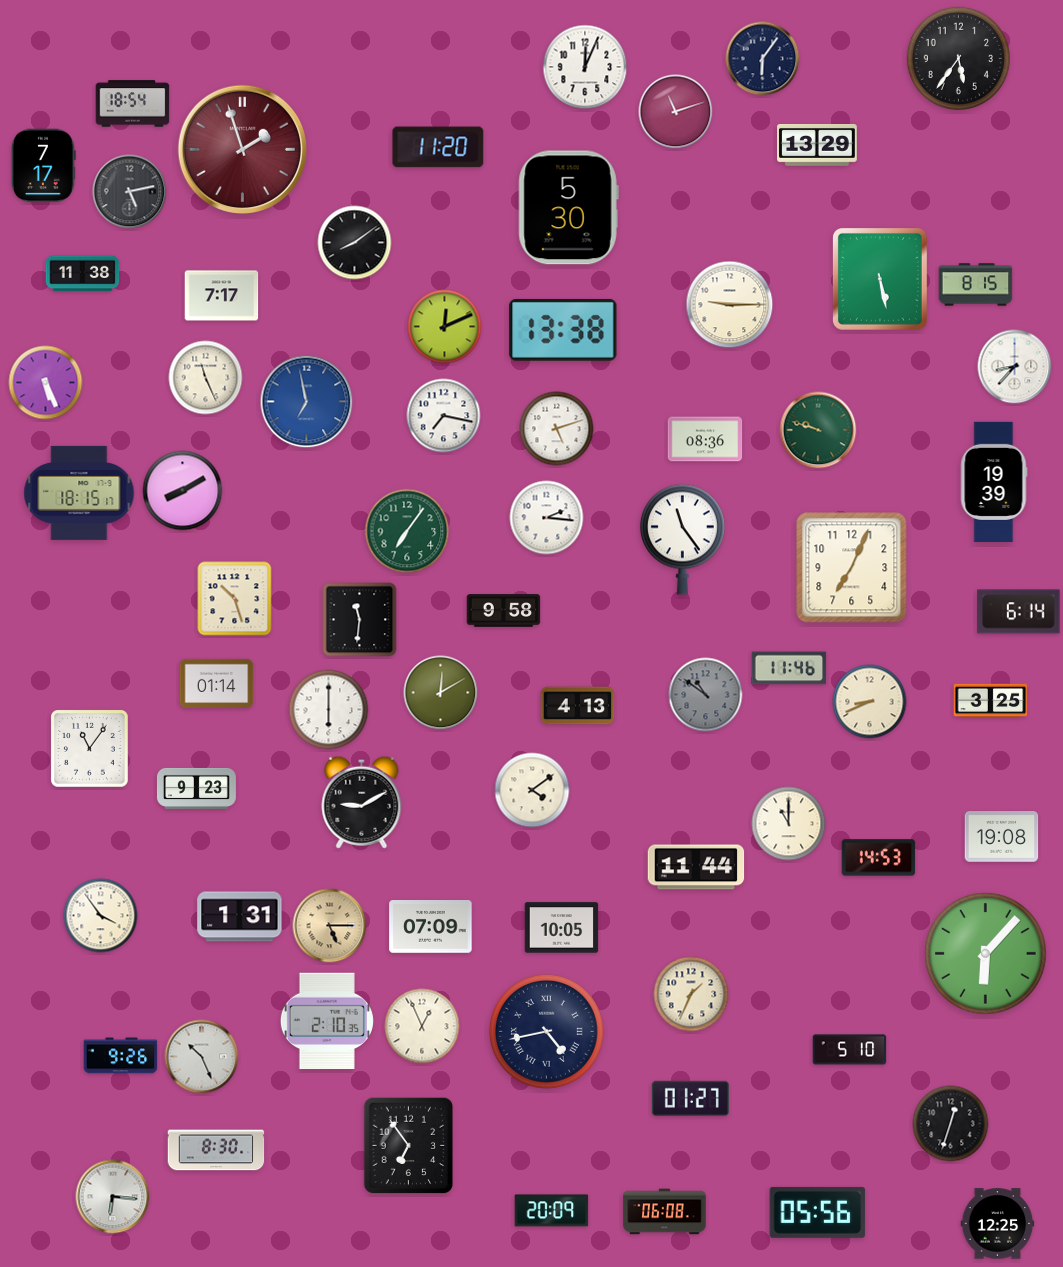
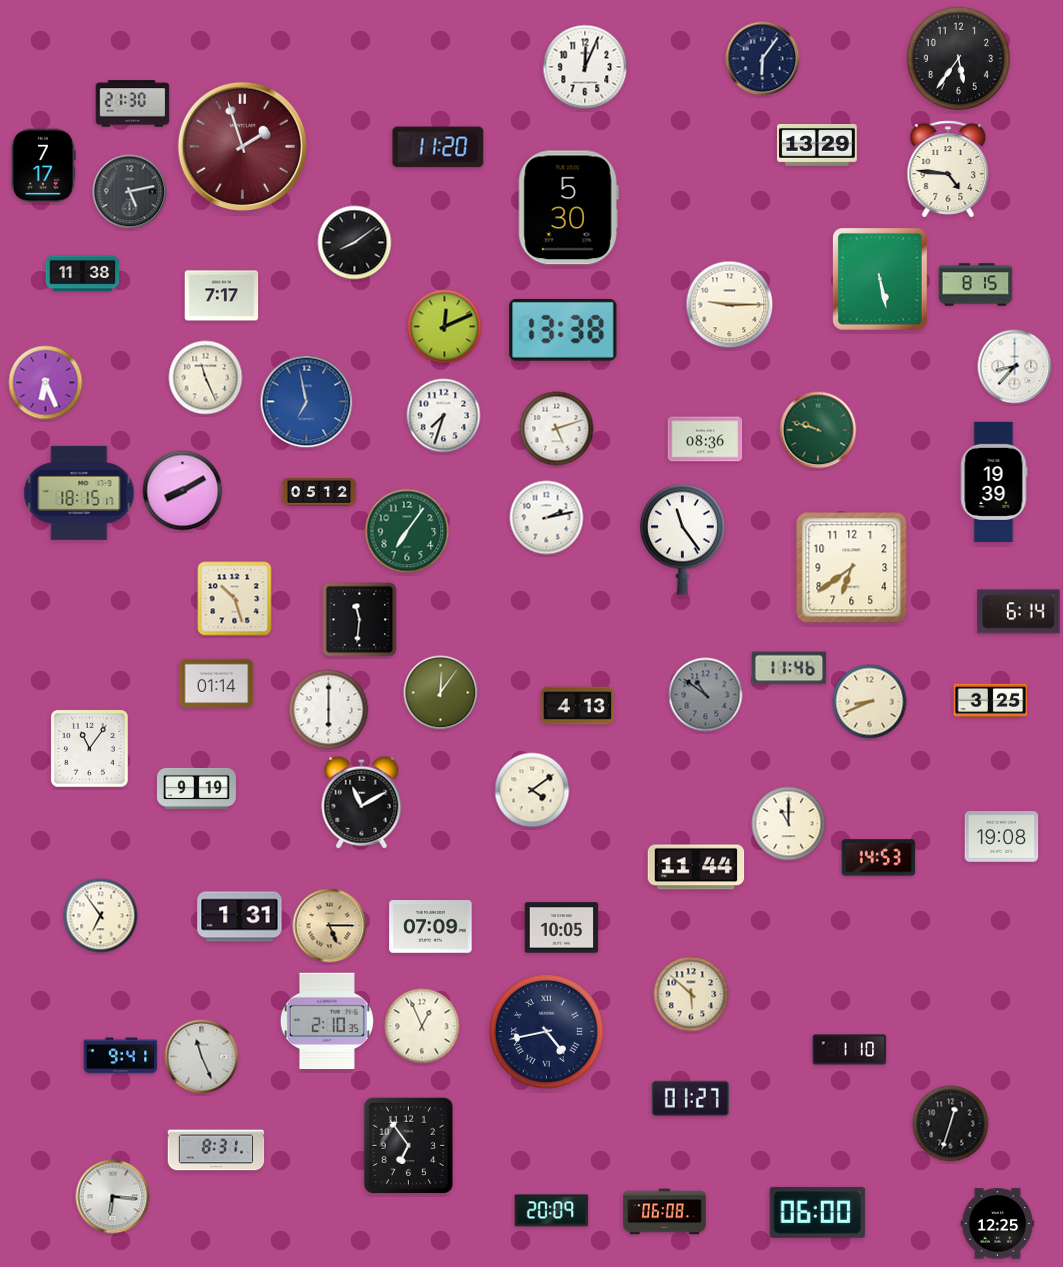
clock at (133, 104): 18:54 -> 21:30
clock at (676, 112): 11:12 -> none
clock at (242, 149) position: (242, 149) -> (242, 146)
clock at (948, 169): none -> 4:46
clock at (46, 383): 5:26 -> 6:26
clock at (444, 416): 7:17 -> 7:33
clock at (319, 492): none -> 05:12
clock at (547, 518): 2:16 -> 2:13
clock at (852, 568): 7:04 -> 6:39
clock at (504, 611): 9:58 -> none
clock at (441, 693): 12:10 -> 12:06
clock at (196, 788): 9:23 -> 9:19
clock at (362, 802): 9:10 -> 11:10
clock at (101, 916): 3:54 -> 6:54
clock at (986, 954): 6:07 -> none
clock at (691, 994): 1:34 -> 5:52
clock at (850, 1050): 5:10 -> 1:10
clock at (121, 1056): 9:26 -> 9:41
clock at (202, 1057): 10:26 -> 11:26
clock at (216, 1150): 8:30 -> 8:31
clock at (818, 1212): 05:56 -> 06:00
